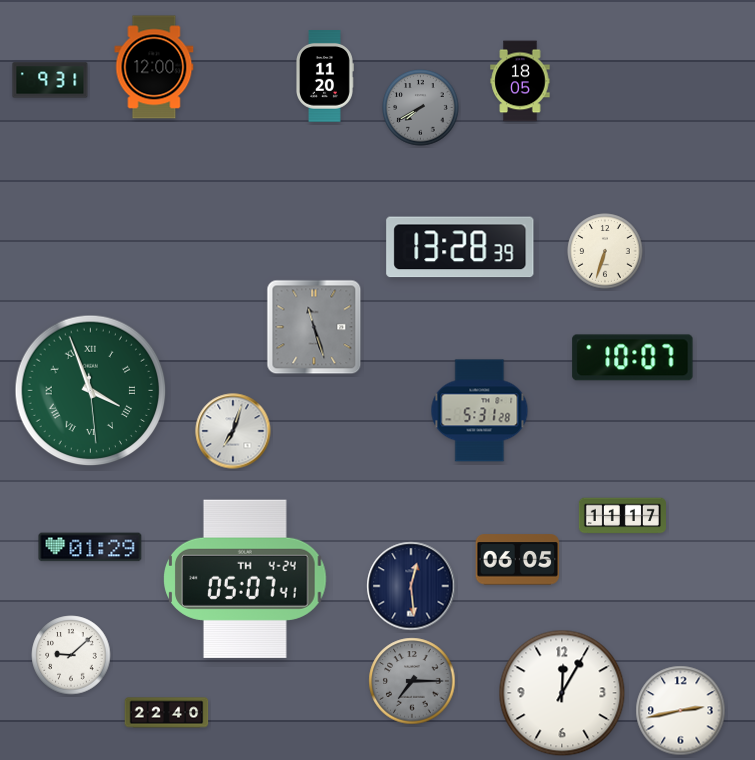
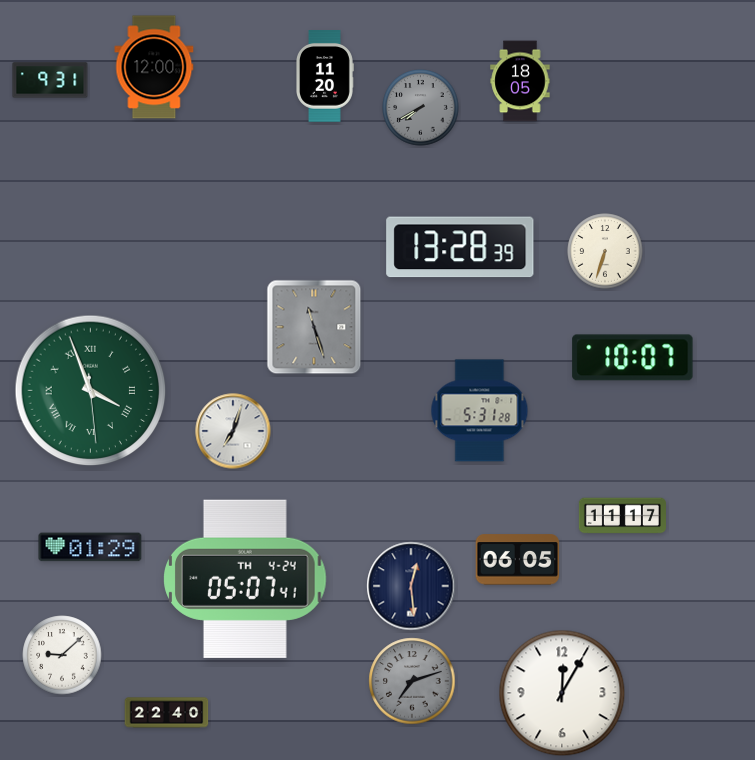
clock at (71, 655) position: (71, 655) -> (62, 655)
clock at (412, 681): 7:15 -> 7:12
clock at (681, 711): 2:43 -> none
